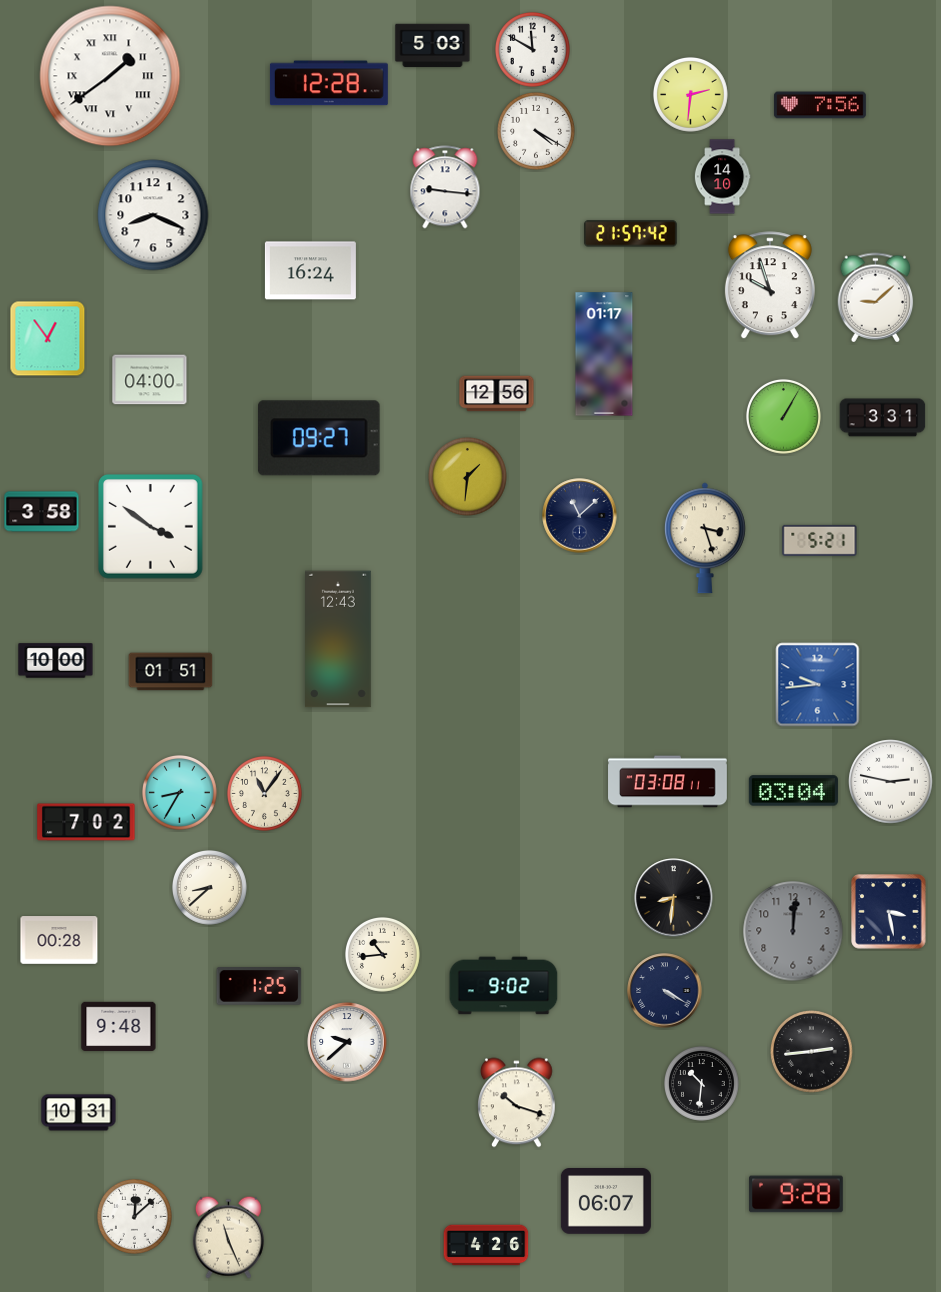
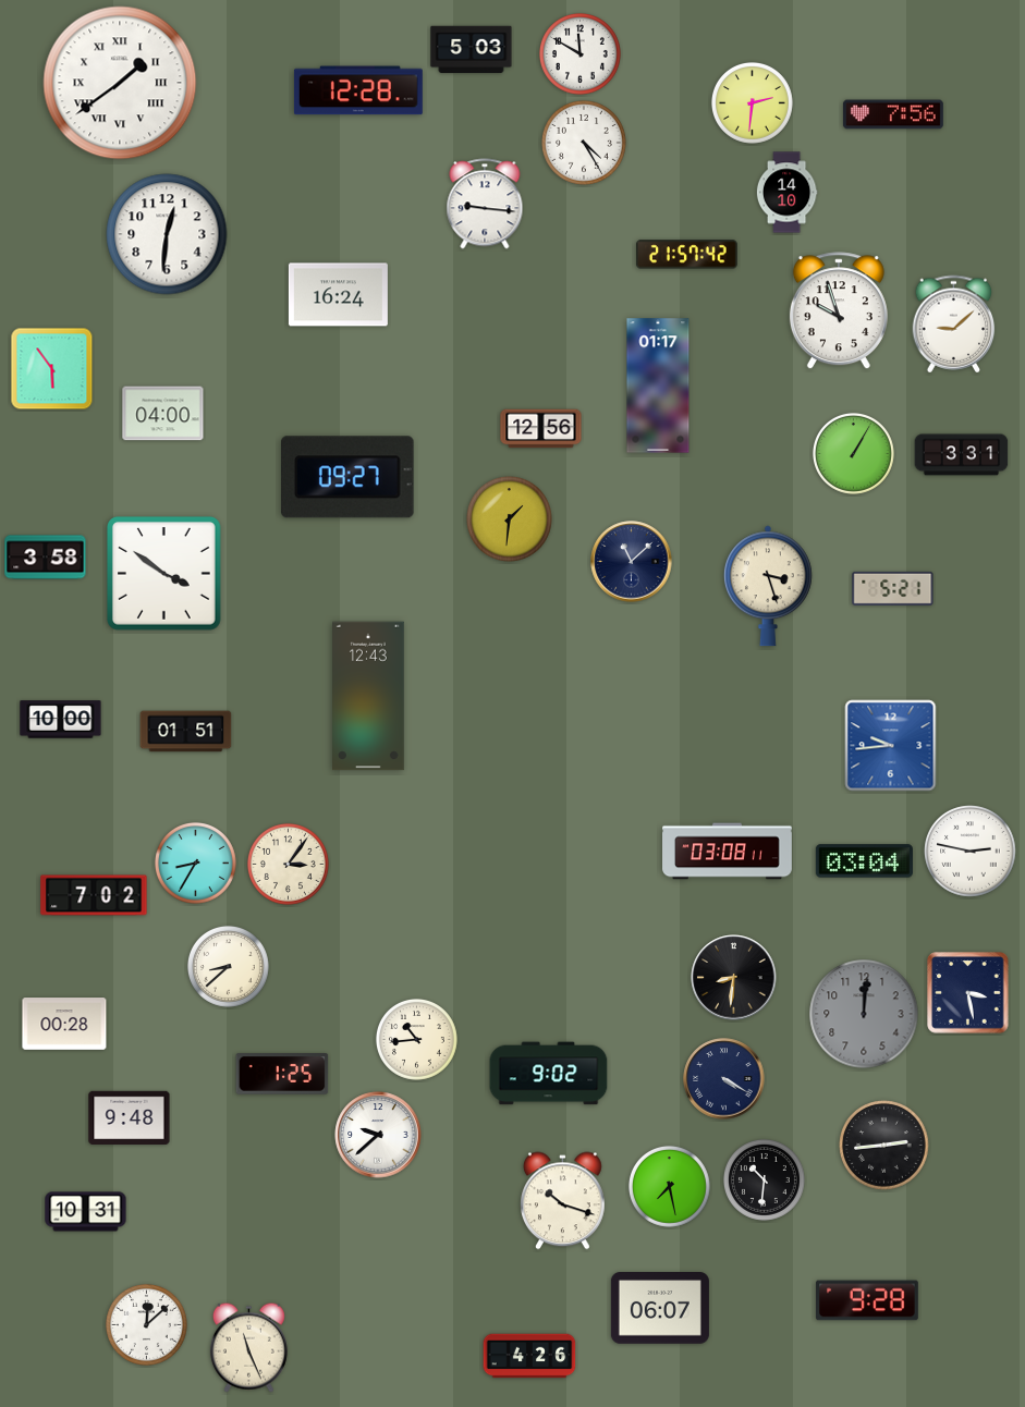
clock at (537, 132): 4:20 -> 4:25
clock at (153, 215): 8:19 -> 12:31
clock at (48, 339): 12:54 -> 5:54
clock at (265, 794): 11:06 -> 3:06
clock at (670, 1187): none -> 7:28
